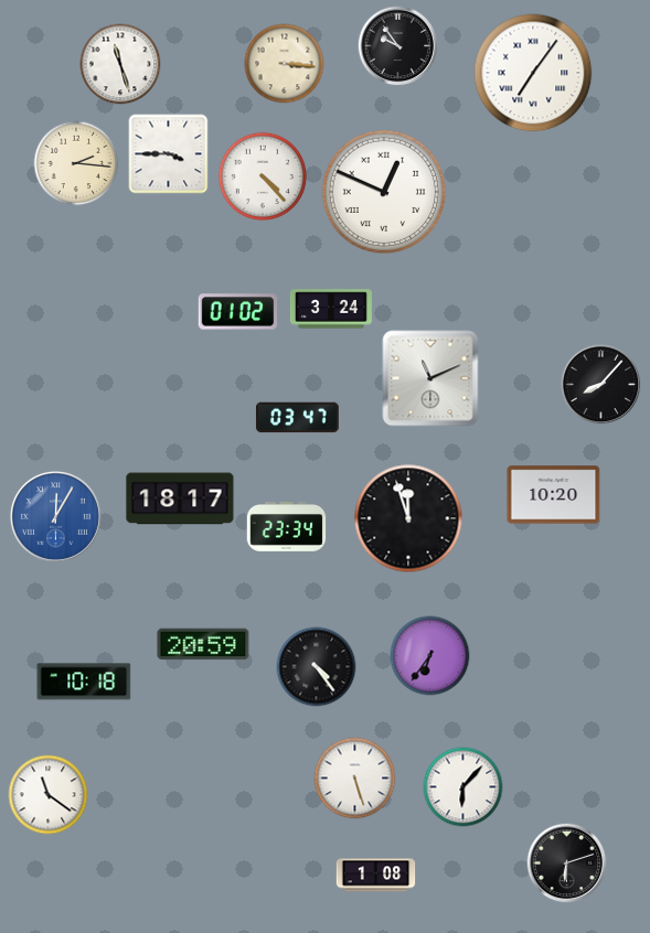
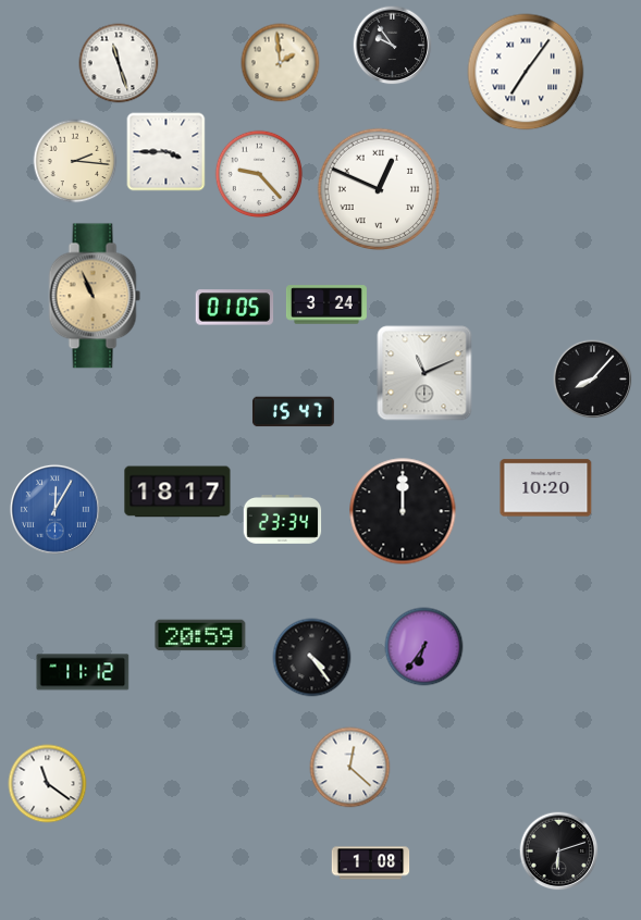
clock at (285, 64): 3:16 -> 1:59
clock at (263, 176): 4:23 -> 9:23
clock at (95, 296): none -> 10:56
clock at (238, 312): 01:02 -> 01:05
clock at (297, 418): 03:47 -> 15:47
clock at (408, 518): 11:57 -> 12:00
clock at (84, 682): 10:18 -> 11:12
clock at (355, 779): 5:27 -> 12:22
clock at (463, 787): 6:07 -> none
